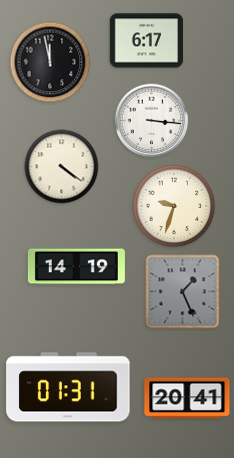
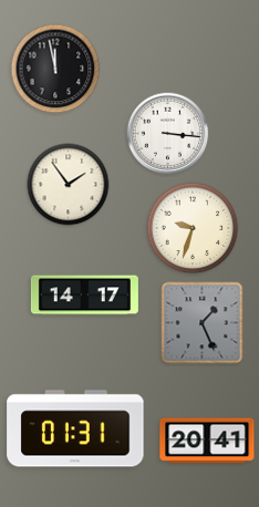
clock at (146, 41): 6:17 -> none
clock at (62, 167): 4:21 -> 1:54
clock at (76, 267): 14:19 -> 14:17
